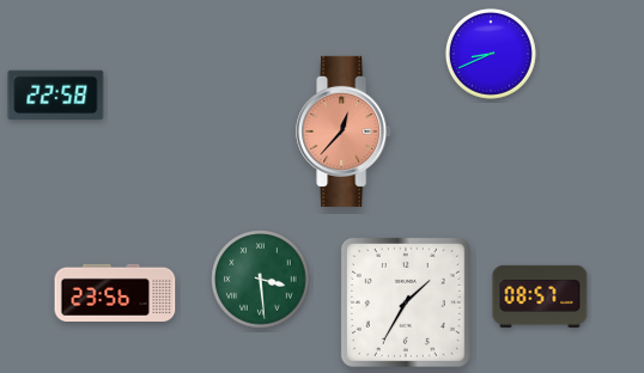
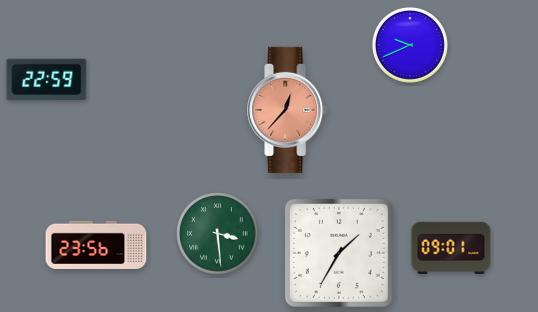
clock at (491, 54): 8:41 -> 9:41
clock at (56, 96): 22:58 -> 22:59
clock at (540, 296): 08:57 -> 09:01
